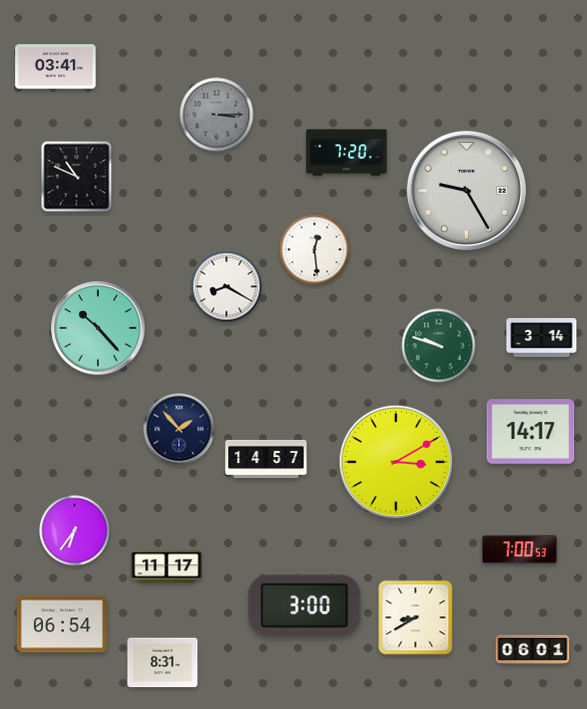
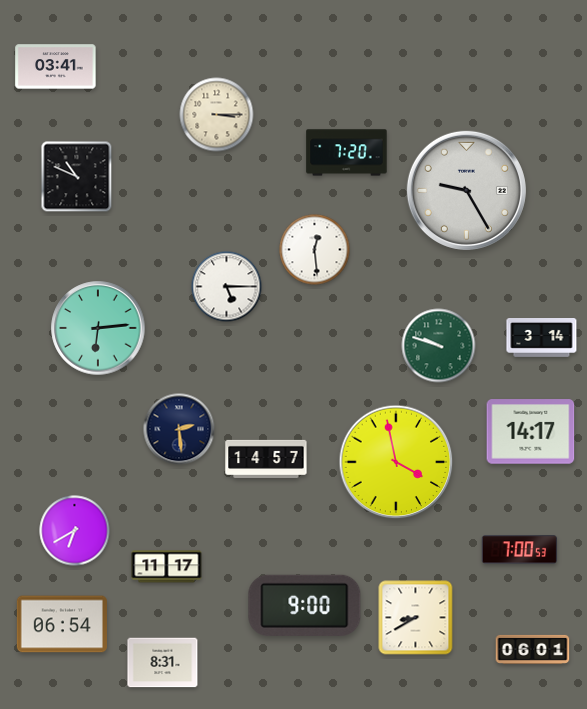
clock at (217, 115) dial: grey -> cream
clock at (227, 287): 8:20 -> 5:15
clock at (98, 328): 10:23 -> 6:14
clock at (179, 429): 1:53 -> 2:29
clock at (396, 462): 3:10 -> 3:58
clock at (75, 531): 6:36 -> 6:40
clock at (305, 605): 3:00 -> 9:00
